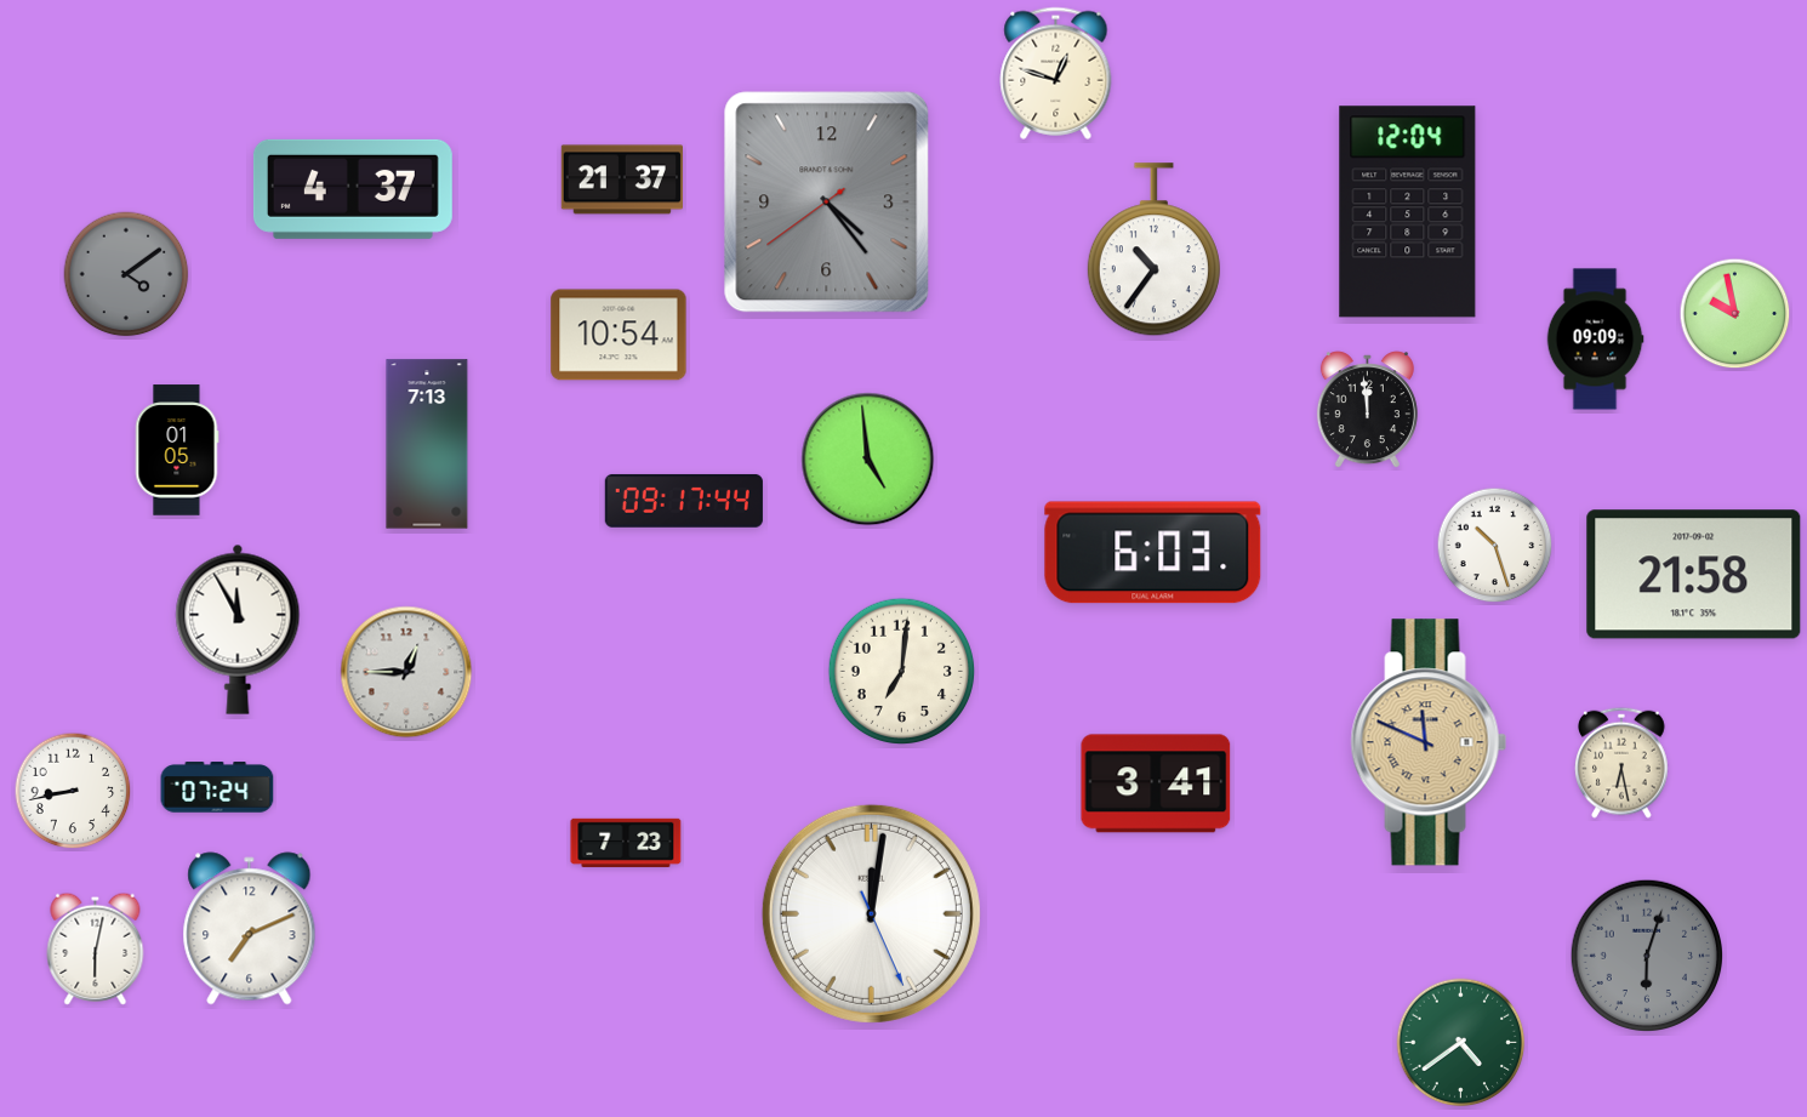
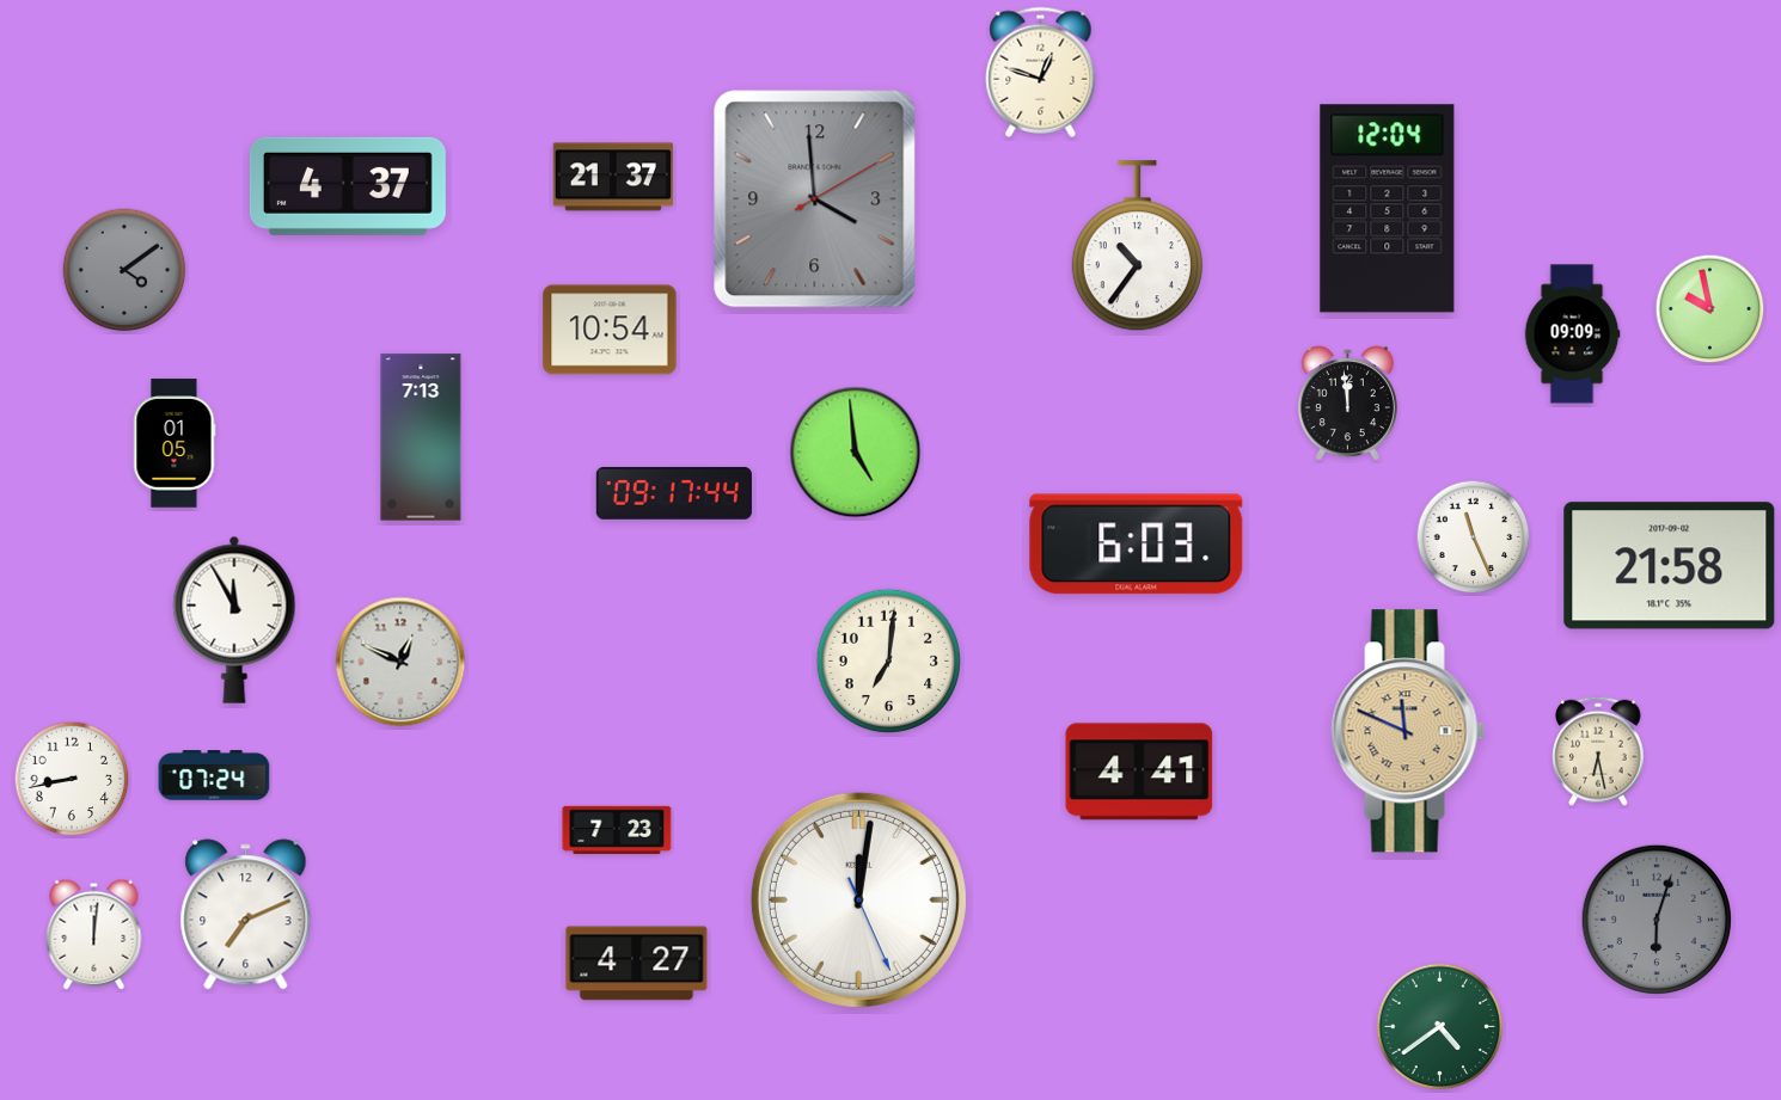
clock at (827, 203): 4:23 -> 3:59
clock at (1495, 546): 10:27 -> 11:26
clock at (406, 672): 12:45 -> 12:49
clock at (1156, 783): 3:41 -> 4:41
clock at (96, 948): 6:02 -> 12:01
clock at (1646, 954) position: (1646, 954) -> (1655, 918)
clock at (637, 964): none -> 4:27
